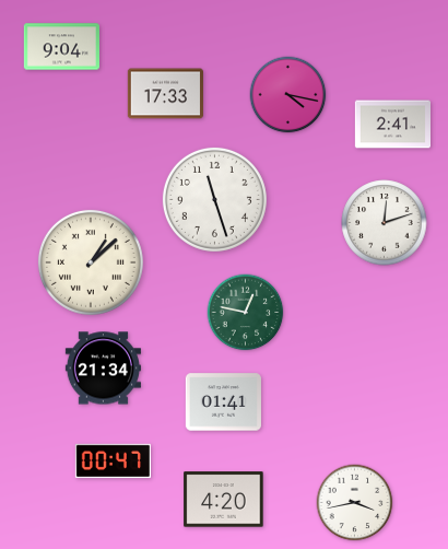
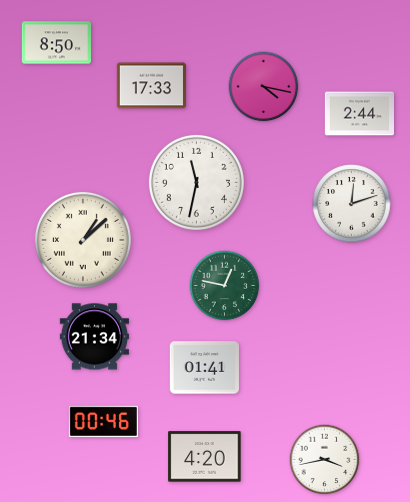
clock at (61, 47): 9:04 -> 8:50
clock at (392, 125): 2:41 -> 2:44
clock at (214, 199): 11:27 -> 11:32
clock at (113, 462): 00:47 -> 00:46
